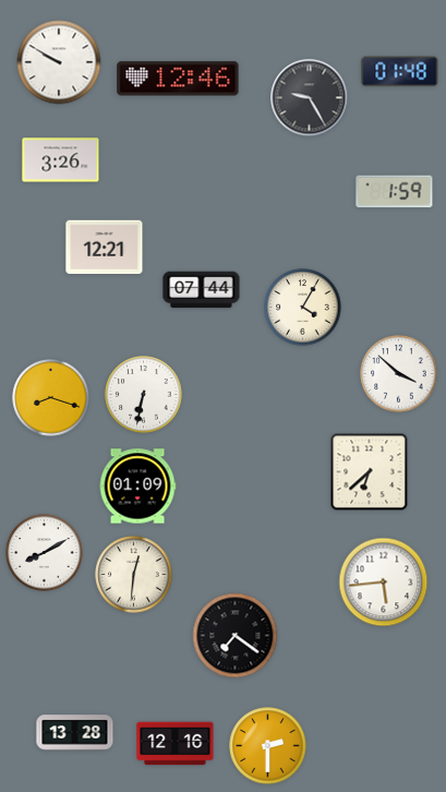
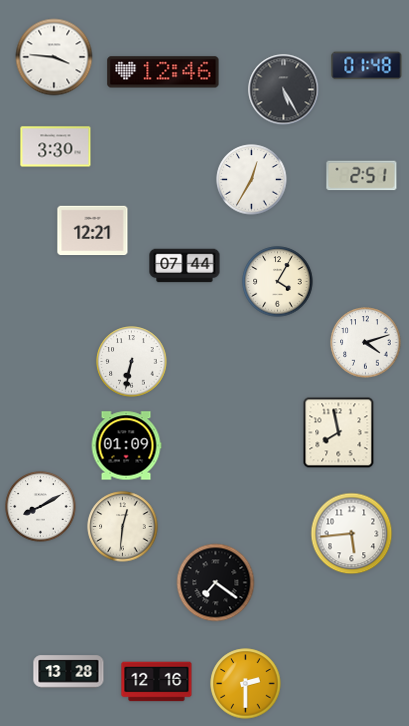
clock at (59, 62): 9:50 -> 3:46
clock at (310, 98): 9:25 -> 5:25
clock at (61, 160): 3:26 -> 3:30
clock at (395, 192): 1:59 -> 2:51
clock at (252, 180): none -> 12:35
clock at (105, 248) position: (105, 248) -> (93, 231)
clock at (399, 374): 3:52 -> 4:12
clock at (51, 398): 8:18 -> none
clock at (370, 472): 6:38 -> 7:58
clock at (176, 744) position: (176, 744) -> (157, 682)
